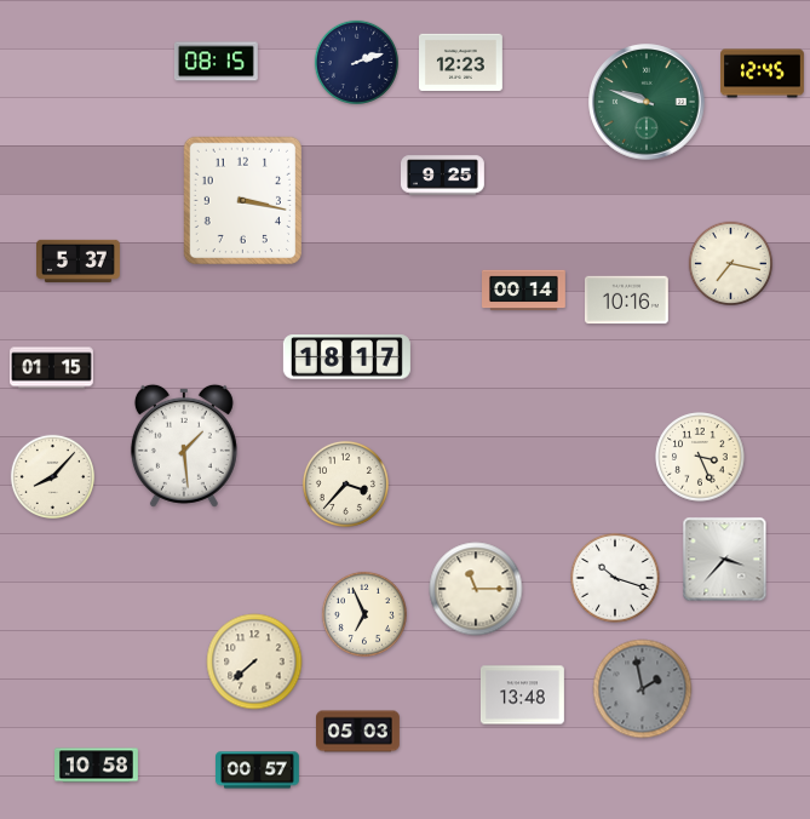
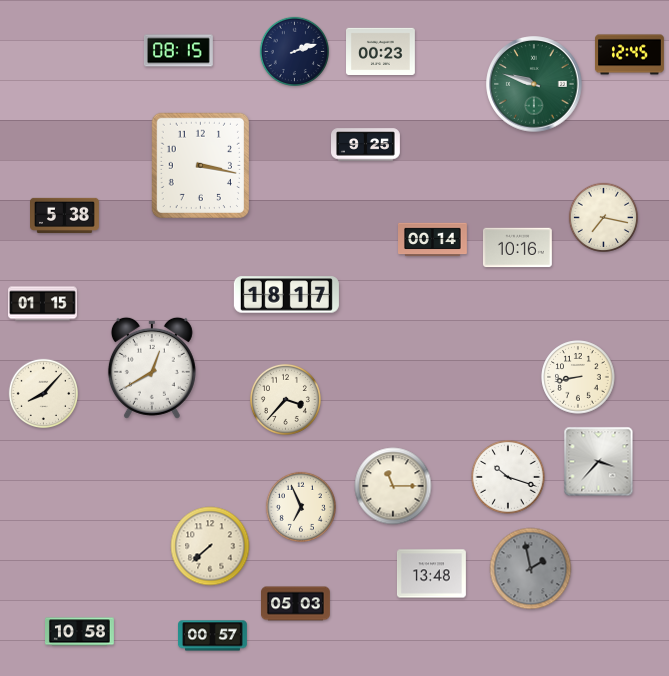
clock at (461, 62): 12:23 -> 00:23
clock at (763, 74) position: (763, 74) -> (630, 55)
clock at (79, 260): 5:37 -> 5:38
clock at (184, 446): 1:29 -> 12:40
clock at (700, 457): 3:26 -> 8:43
